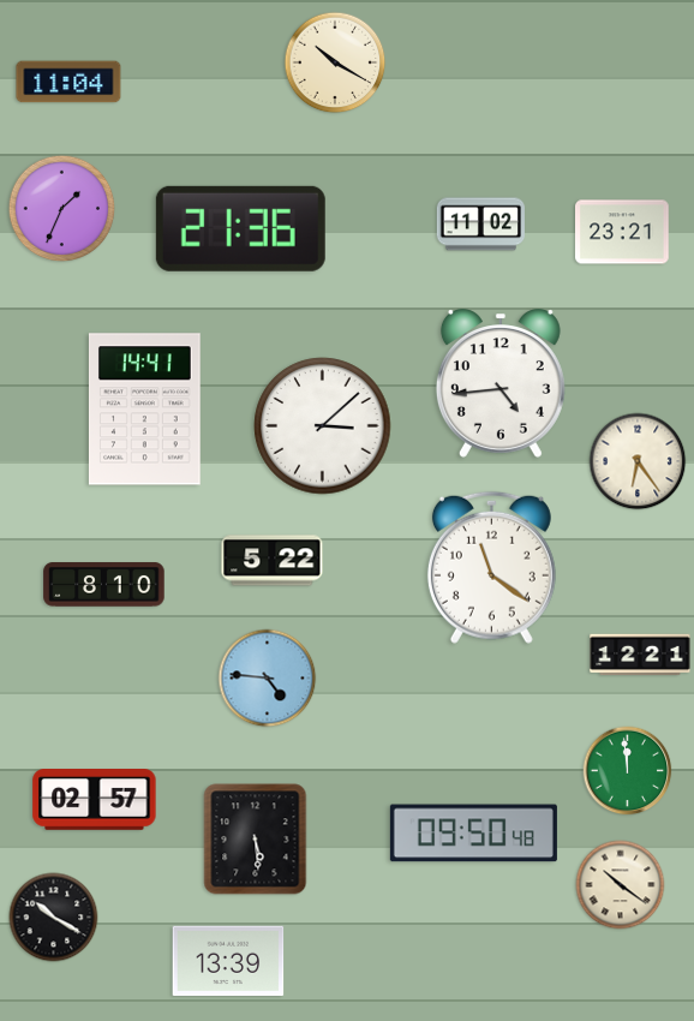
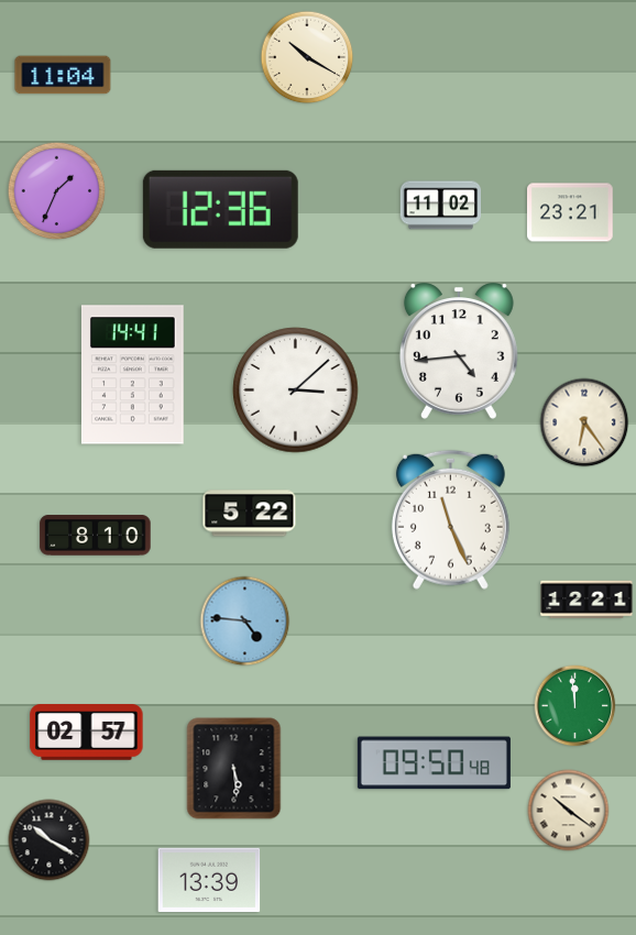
clock at (240, 228): 21:36 -> 12:36
clock at (491, 567): 11:21 -> 11:26
